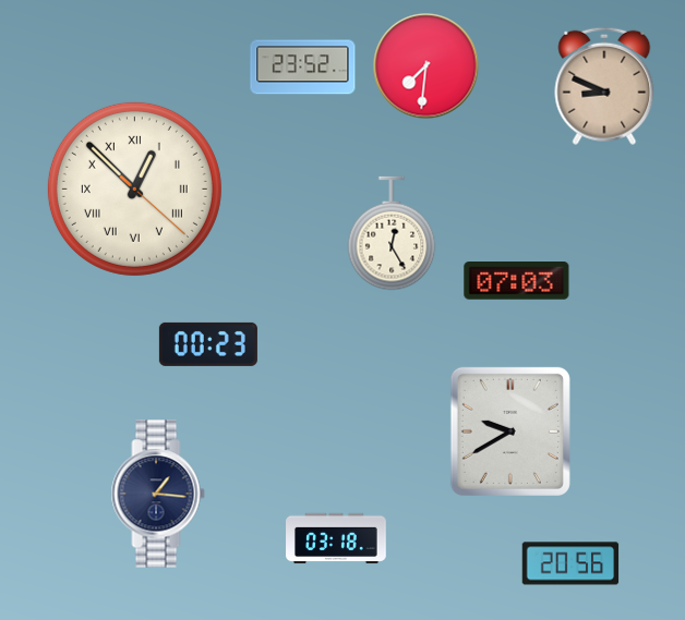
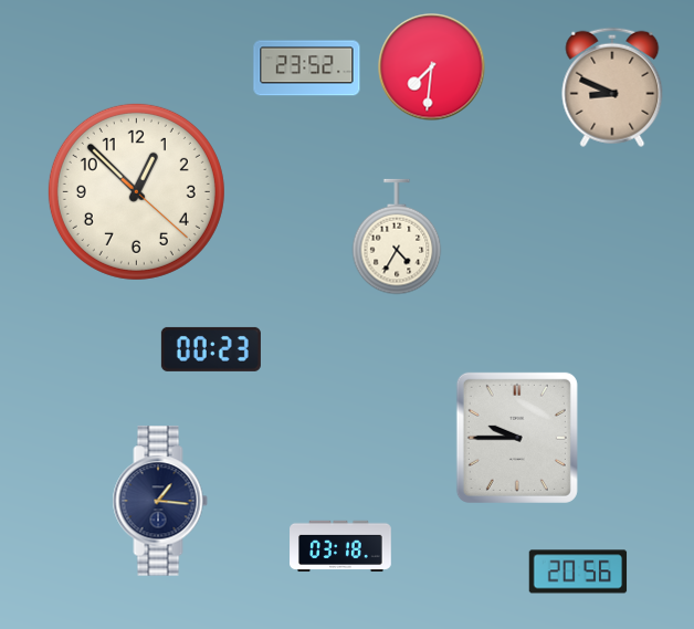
clock at (134, 189) numerals: Roman -> Arabic
clock at (392, 233): 12:25 -> 4:35
clock at (517, 281): 07:03 -> none
clock at (510, 431): 9:40 -> 9:45
